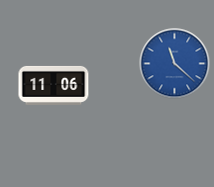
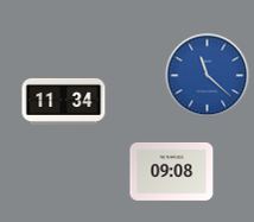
clock at (54, 85): 11:06 -> 11:34
clock at (172, 171): none -> 09:08
